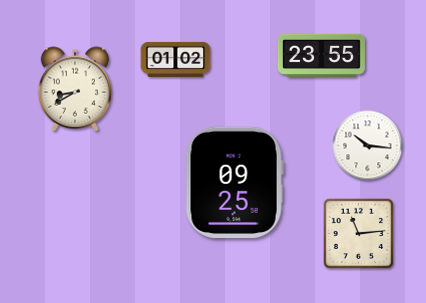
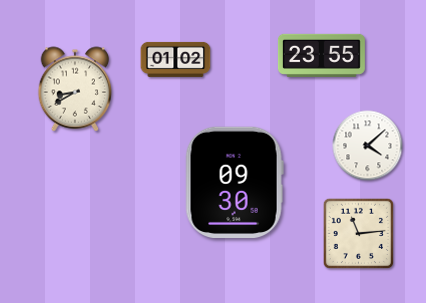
clock at (368, 146): 10:16 -> 4:08
clock at (234, 182): 09:25 -> 09:30
